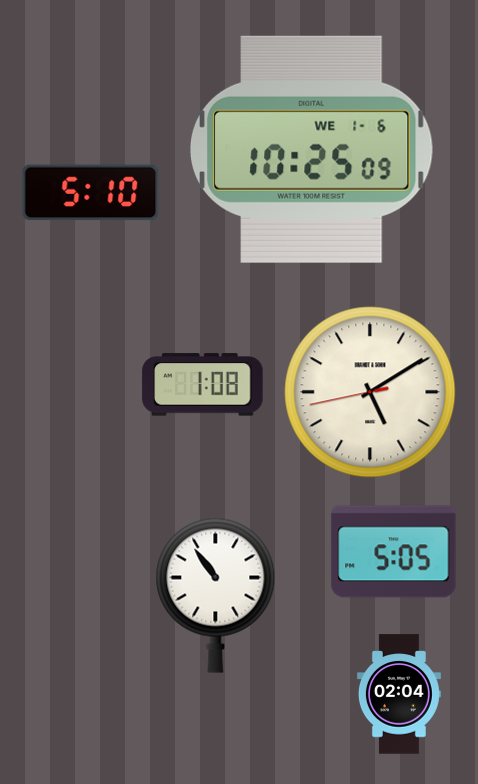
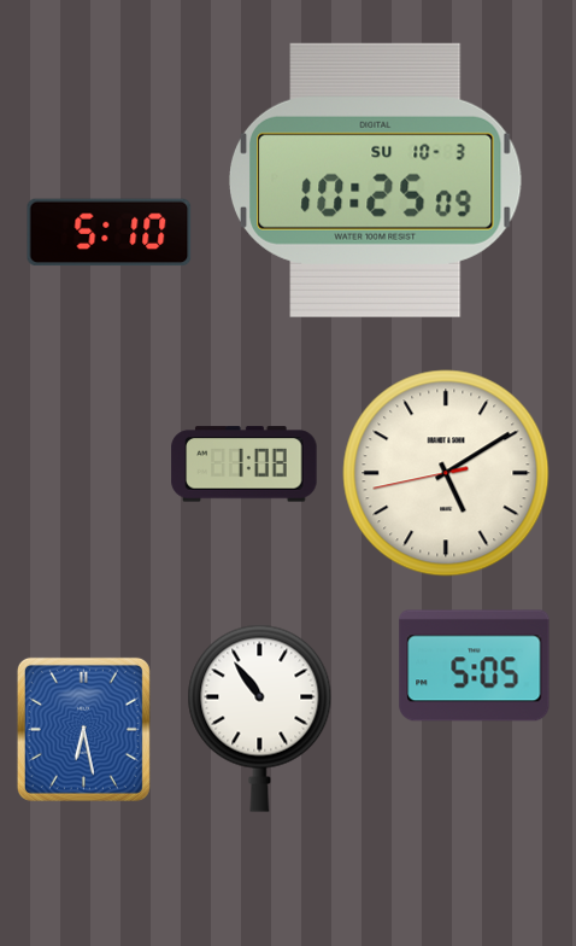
clock at (311, 149) date: WE 1-6 -> SU 10-3
clock at (83, 729): none -> 6:28
clock at (399, 694): 02:04 -> none
